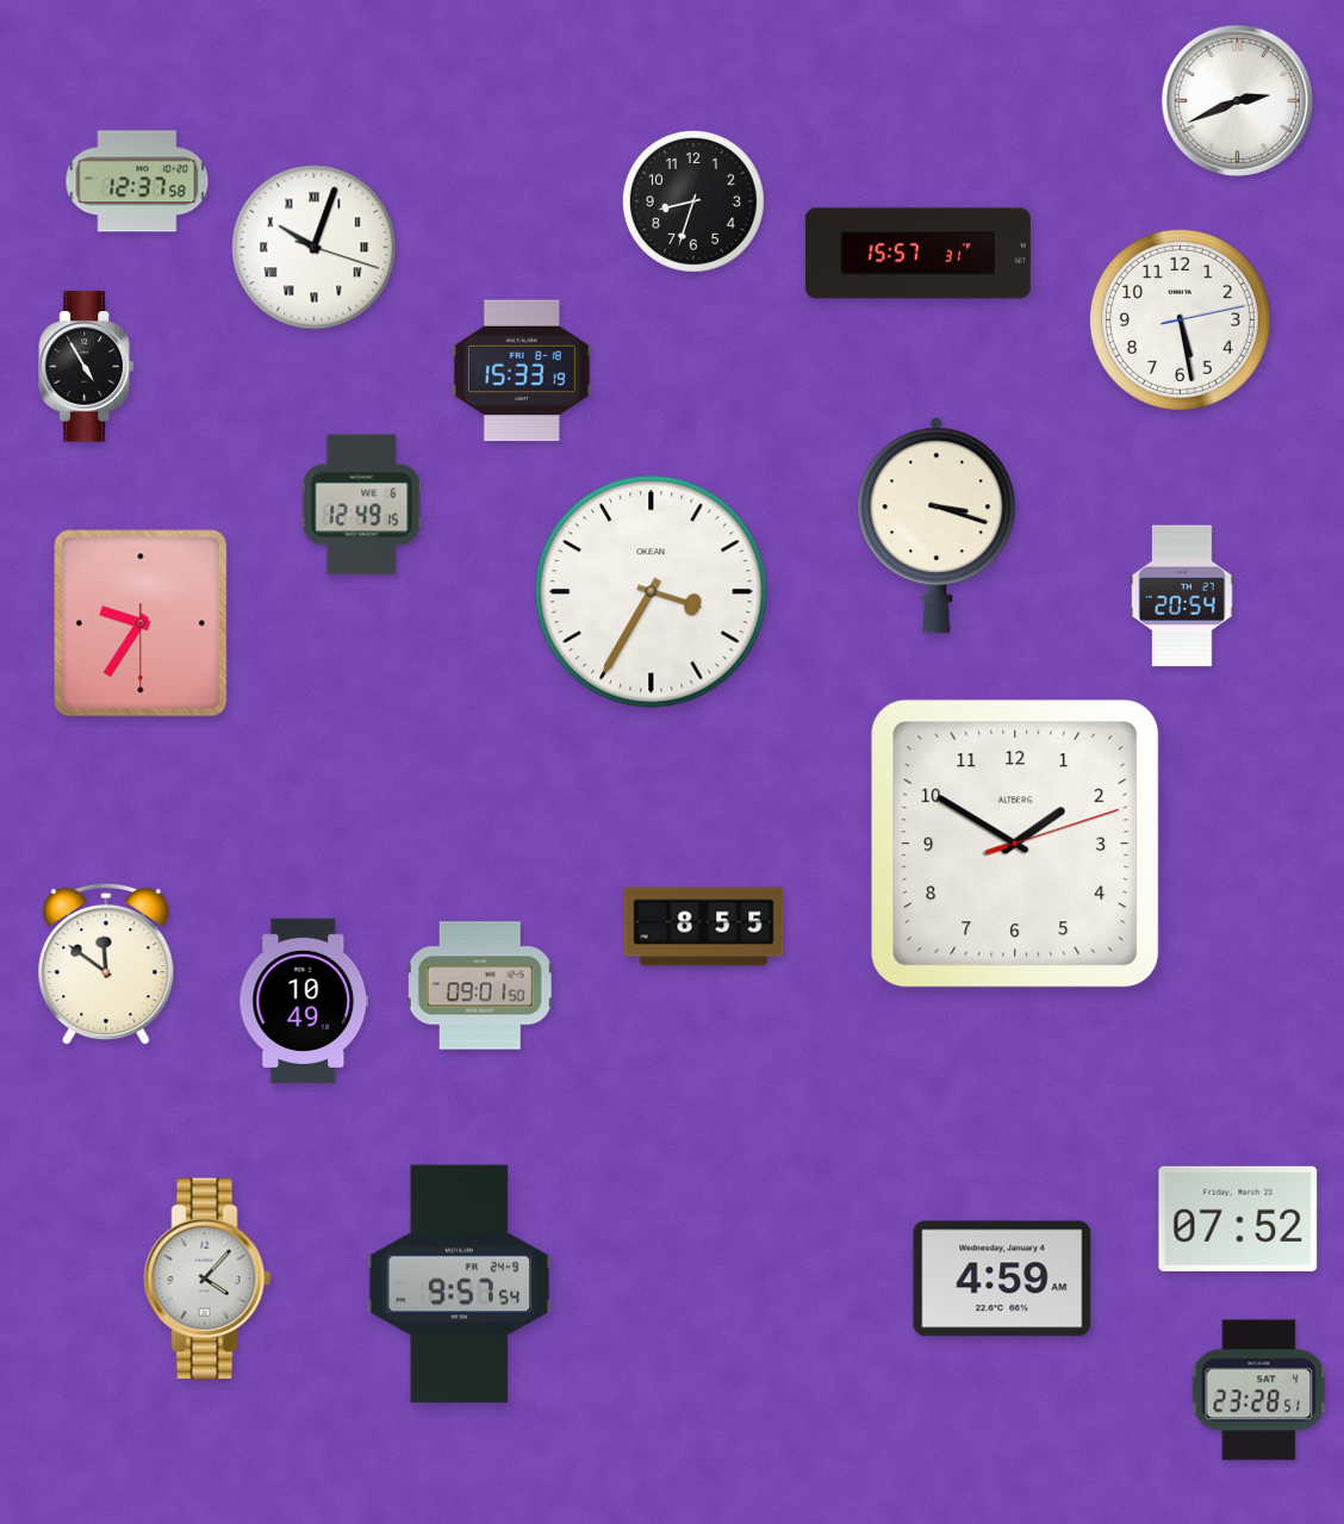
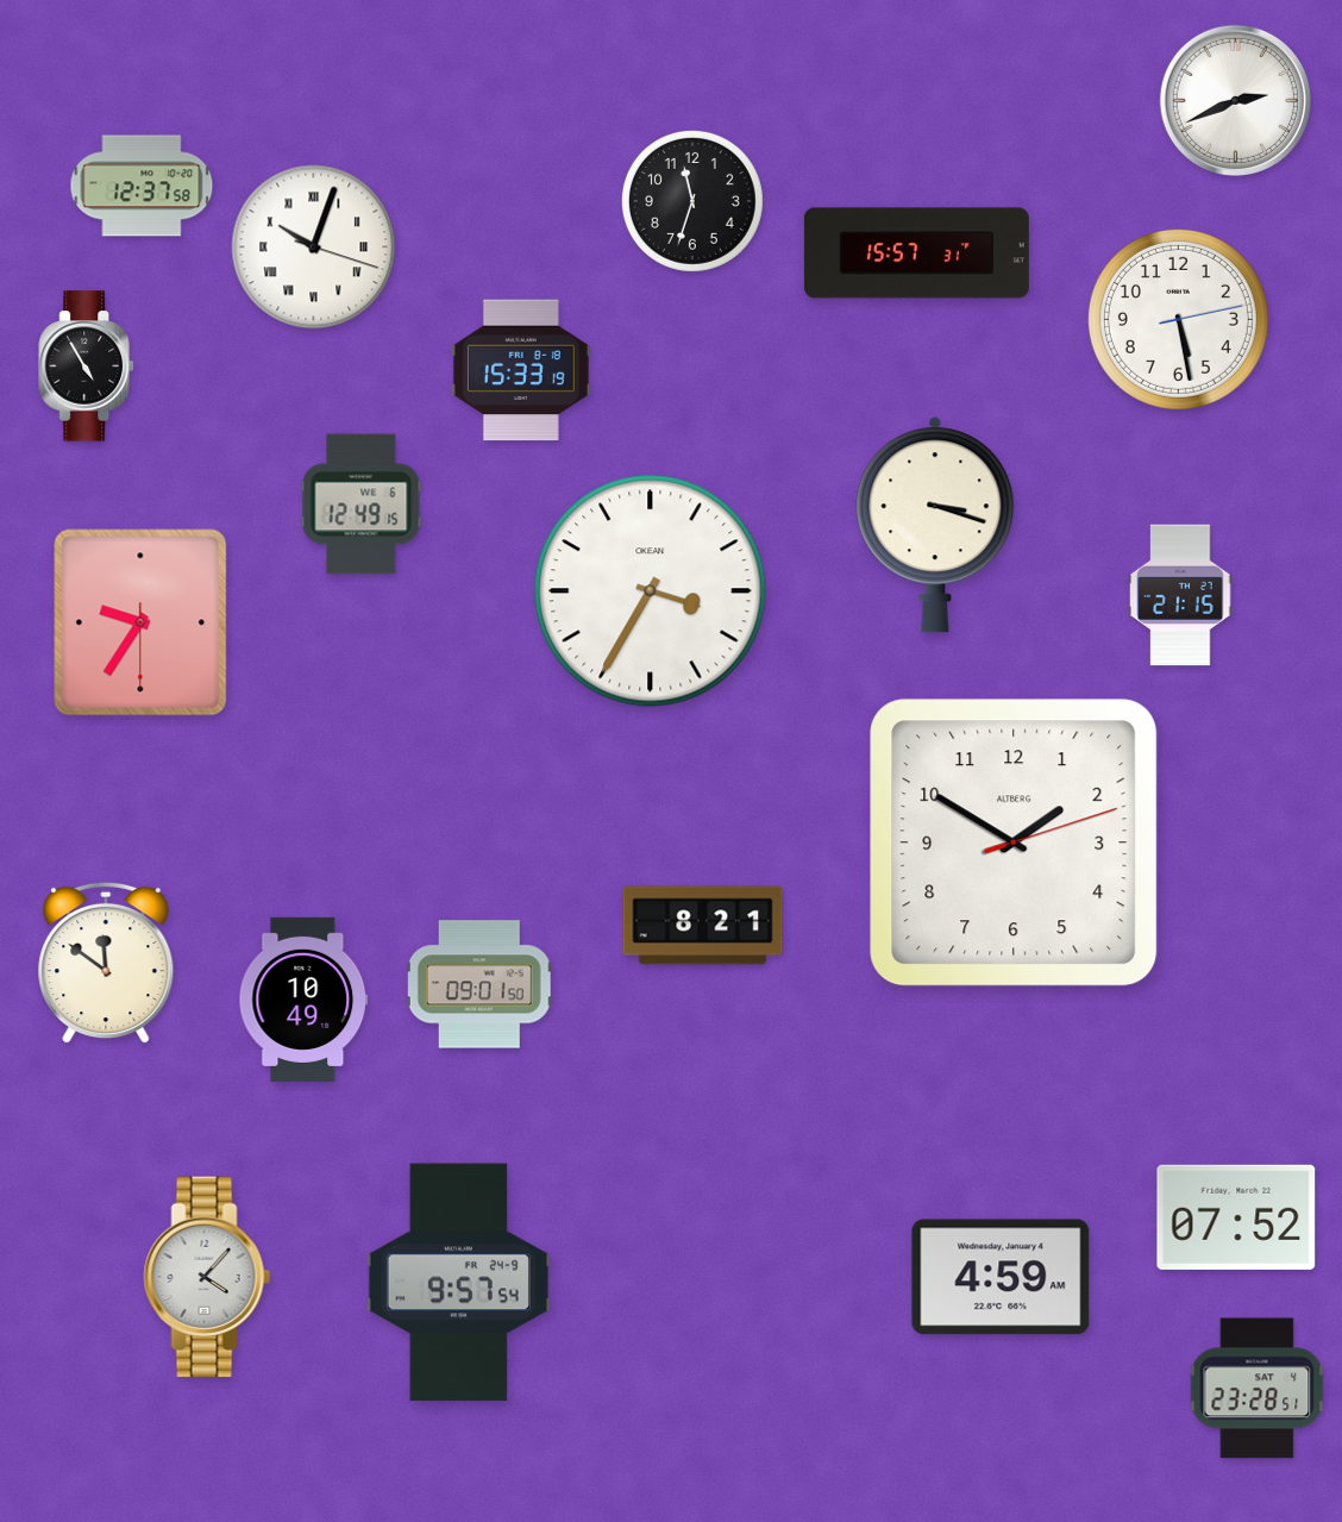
clock at (137, 181) position: (137, 181) -> (142, 186)
clock at (693, 201): 8:33 -> 11:33
clock at (1182, 596): 20:54 -> 21:15
clock at (704, 927): 8:55 -> 8:21
